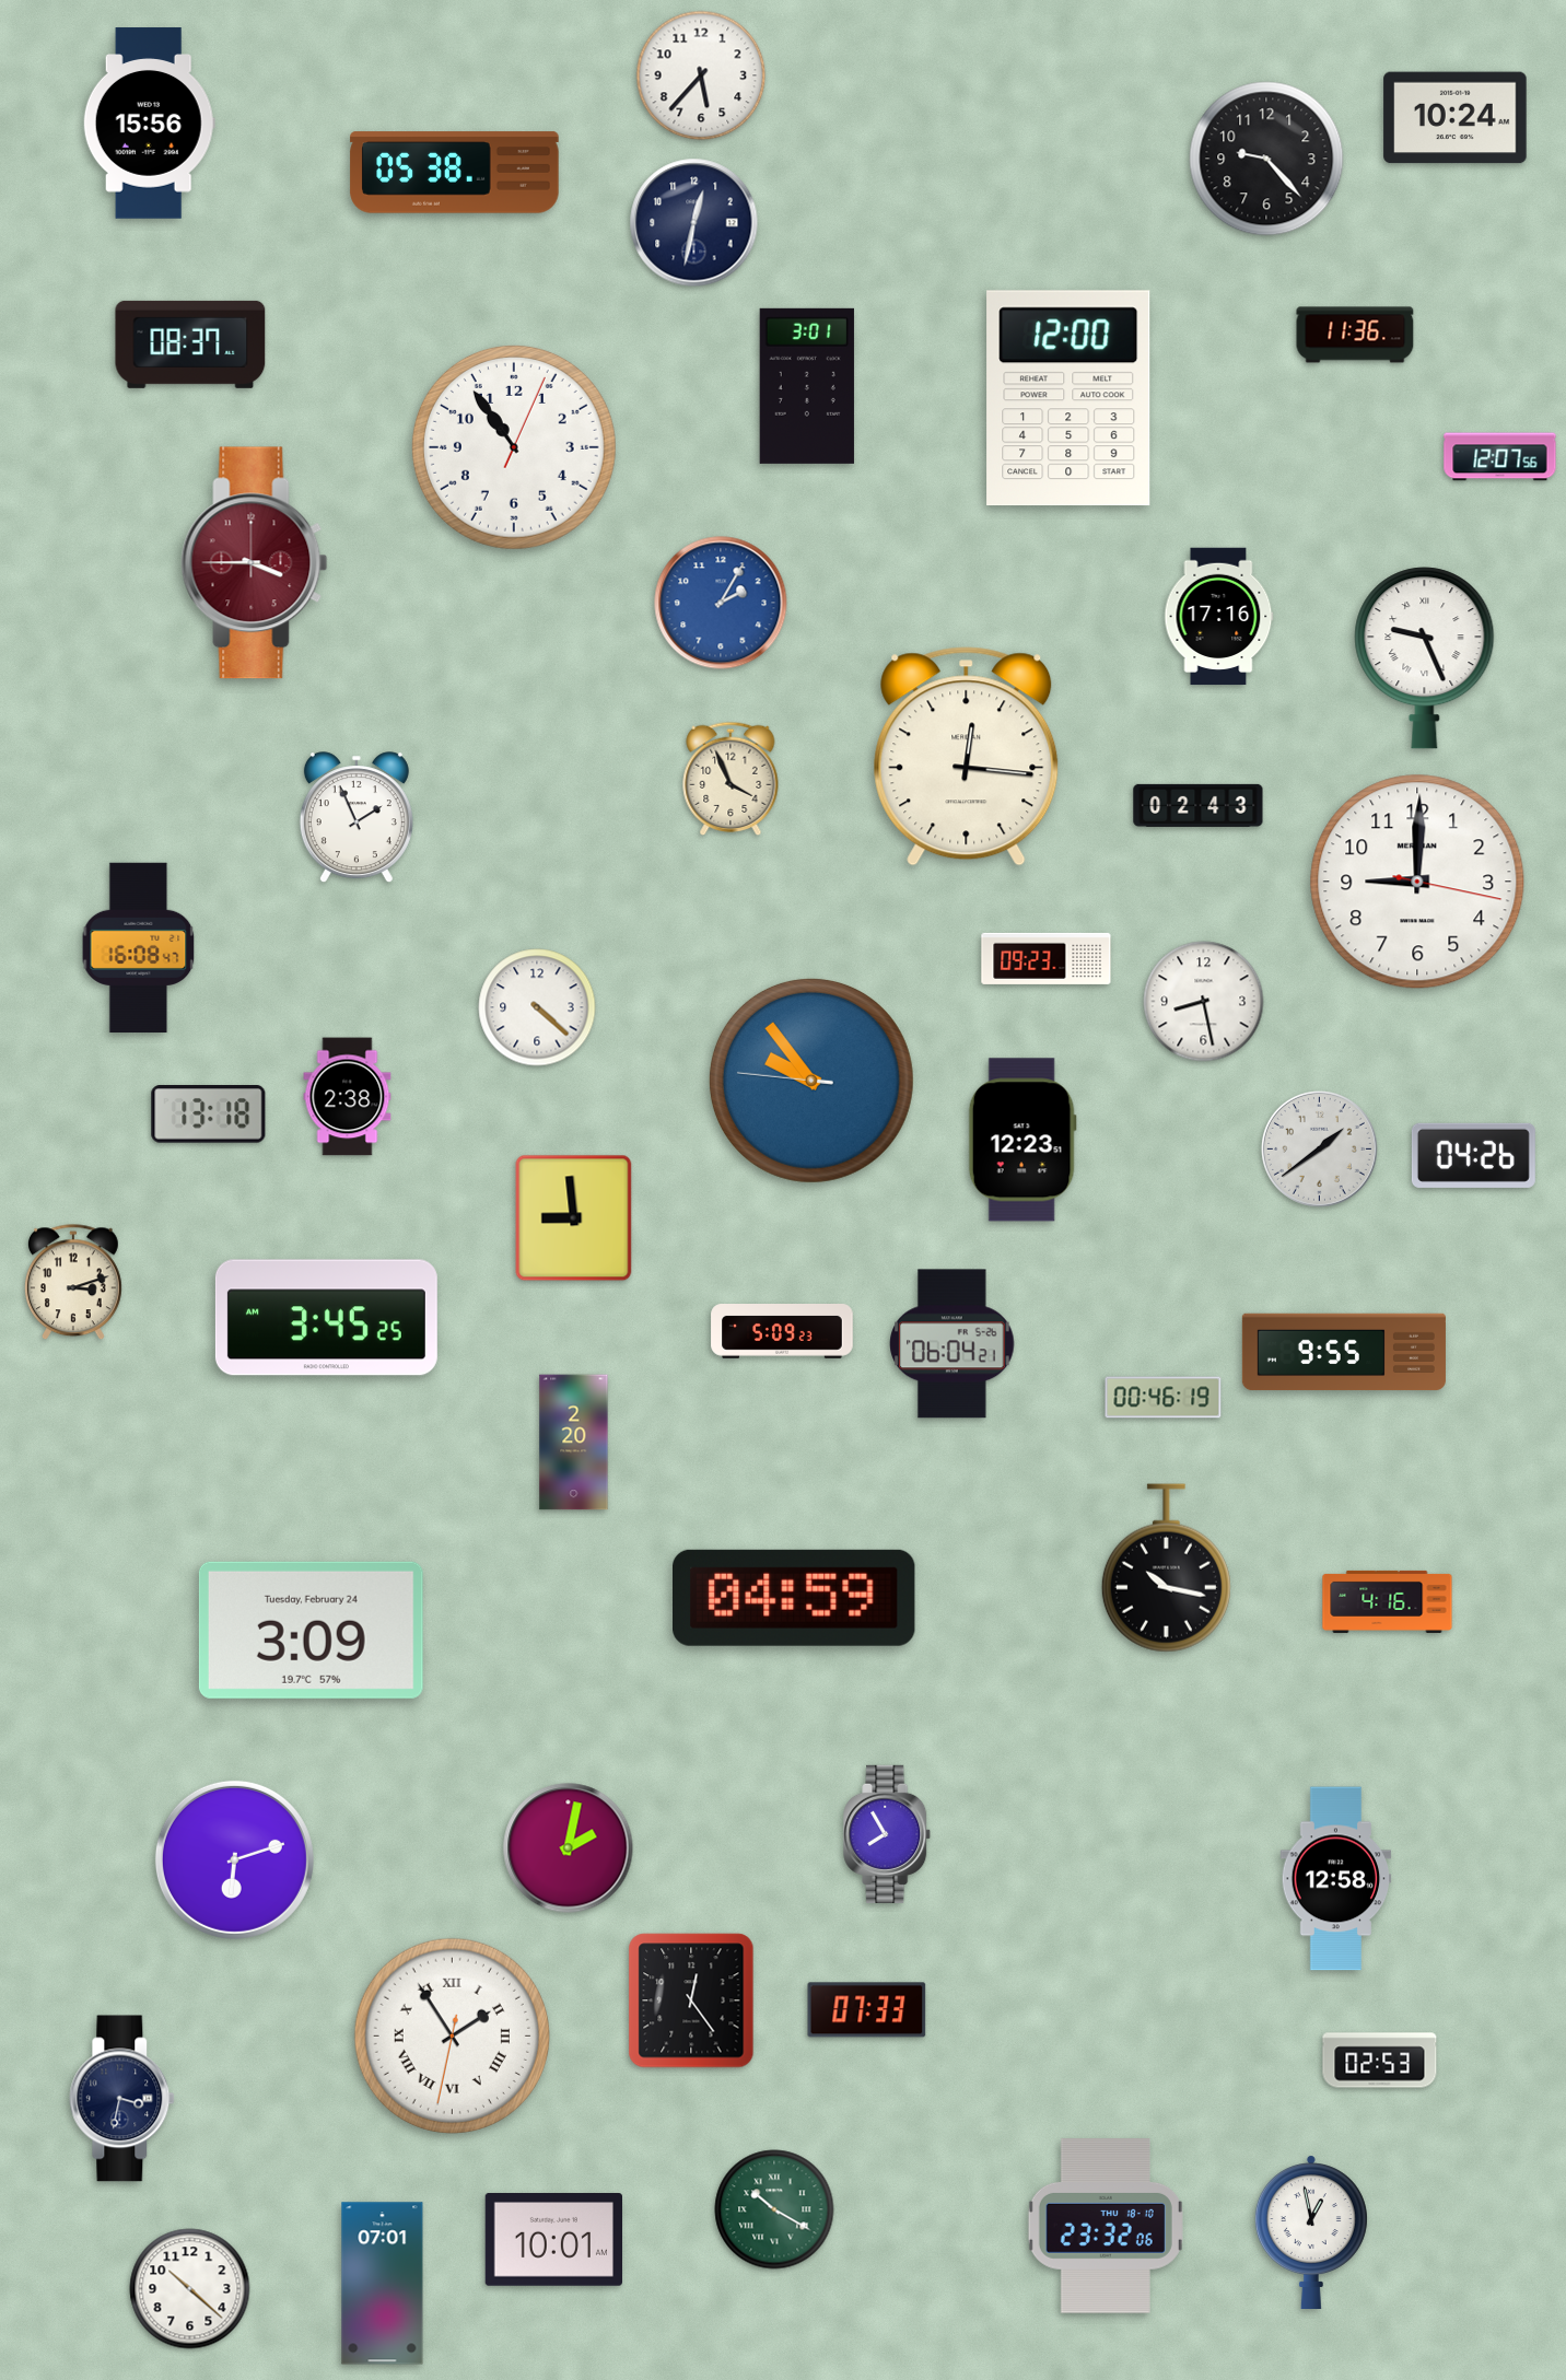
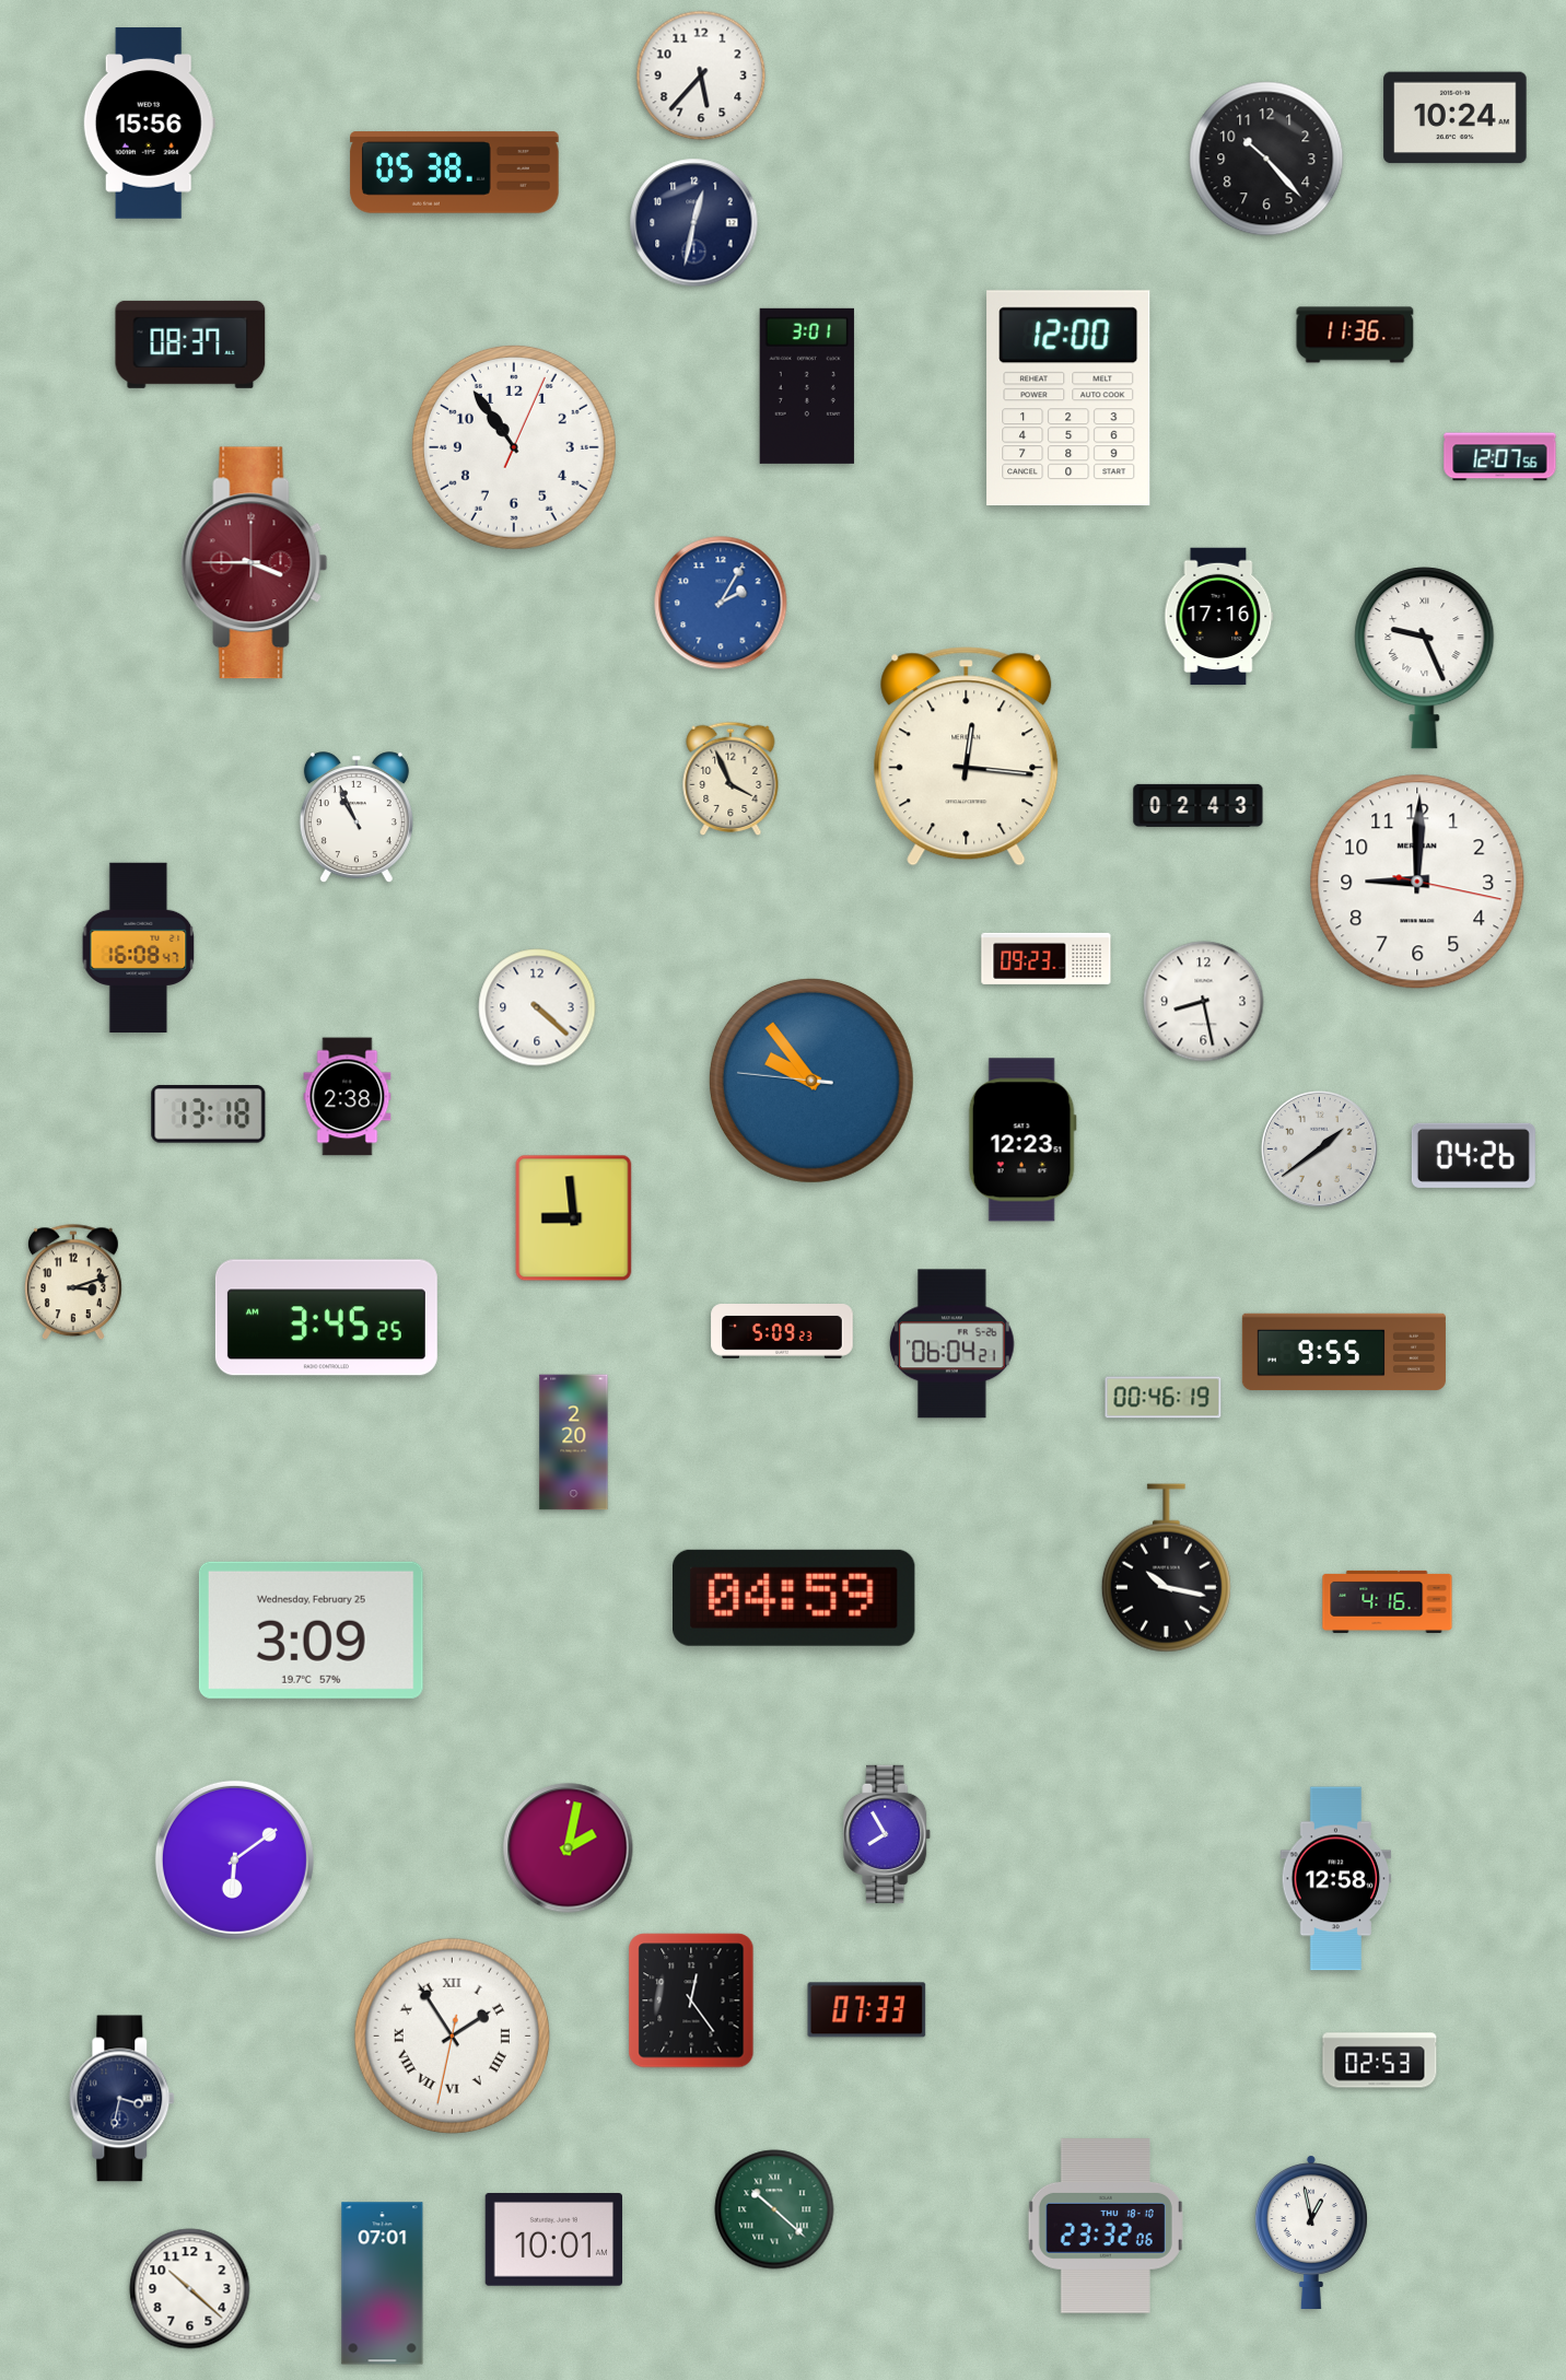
clock at (1266, 159): 9:23 -> 10:23
clock at (357, 818): 1:56 -> 10:56
clock at (311, 1630) date: Tuesday, February 24 -> Wednesday, February 25
clock at (234, 1859): 6:12 -> 6:09
clock at (774, 2209): 10:20 -> 10:22
